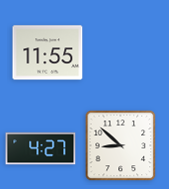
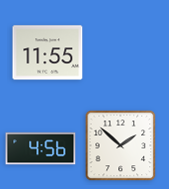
clock at (121, 146): 8:52 -> 1:52
clock at (41, 149): 4:27 -> 4:56
